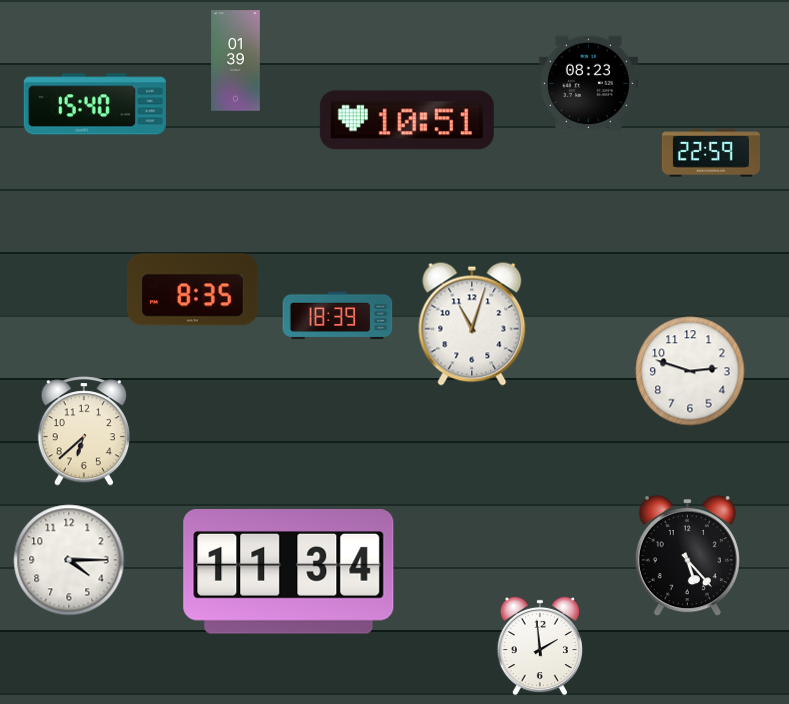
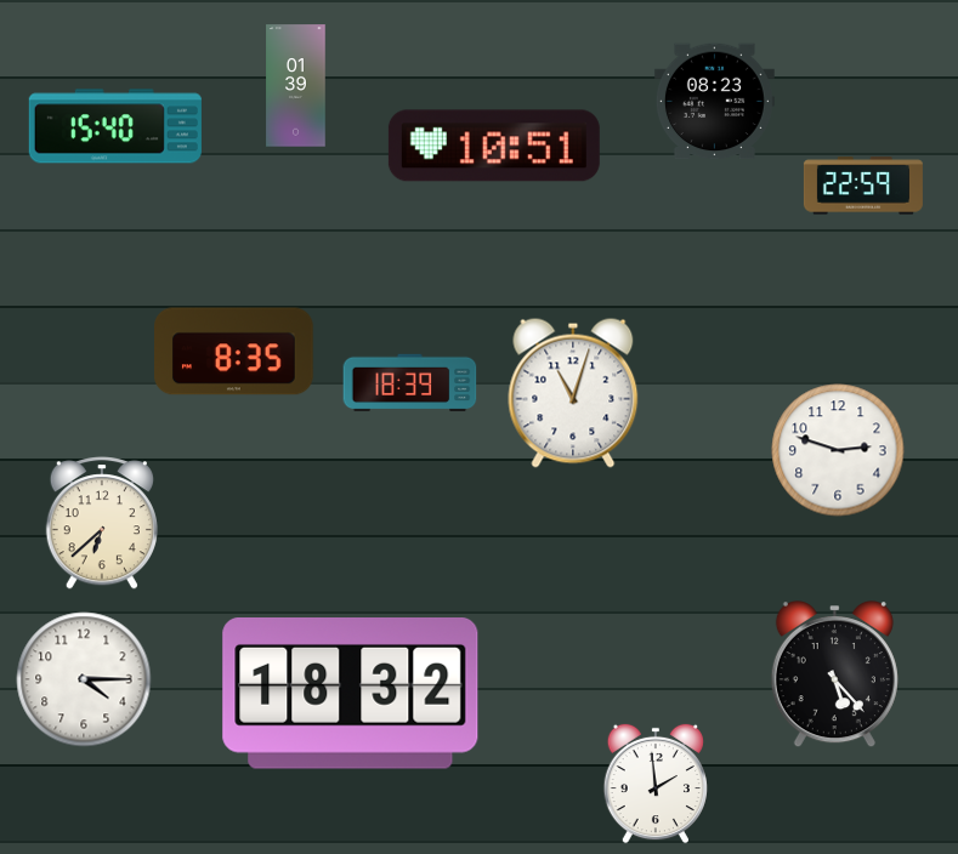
clock at (236, 61) position: (236, 61) -> (296, 86)
clock at (289, 572): 11:34 -> 18:32
